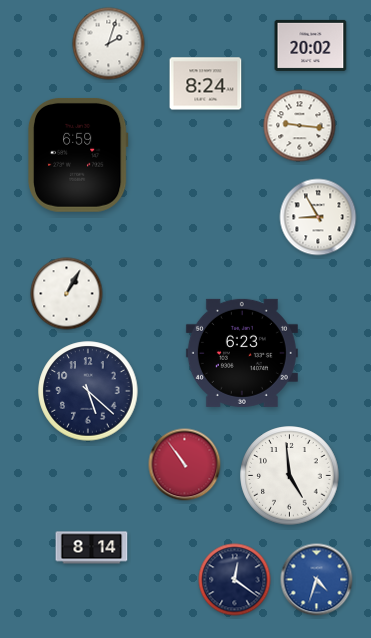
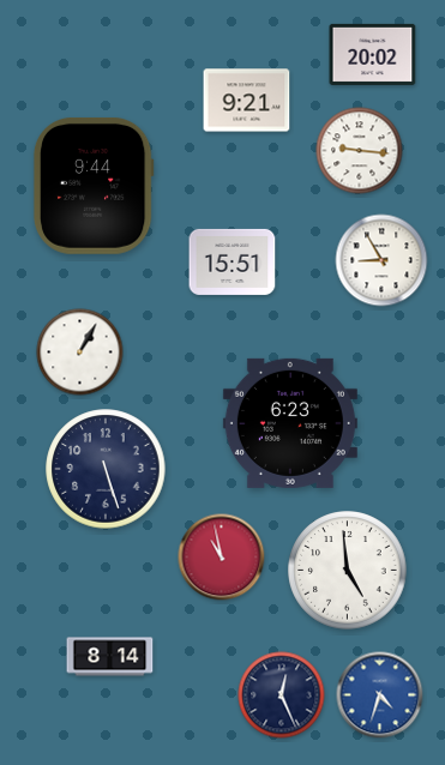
clock at (109, 44): 2:03 -> none
clock at (206, 84): 8:24 -> 9:21
clock at (78, 155): 6:59 -> 9:44
clock at (233, 261): none -> 15:51
clock at (88, 391): 5:22 -> 5:27
clock at (185, 465): 10:54 -> 10:58
clock at (235, 580): 12:21 -> 12:26
